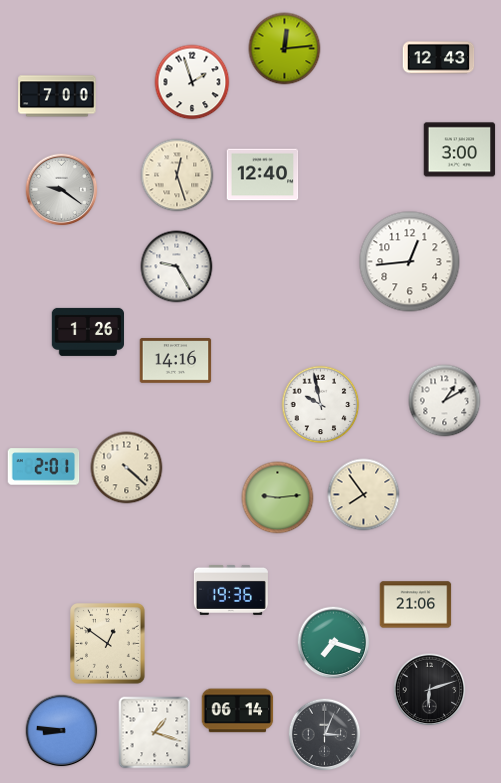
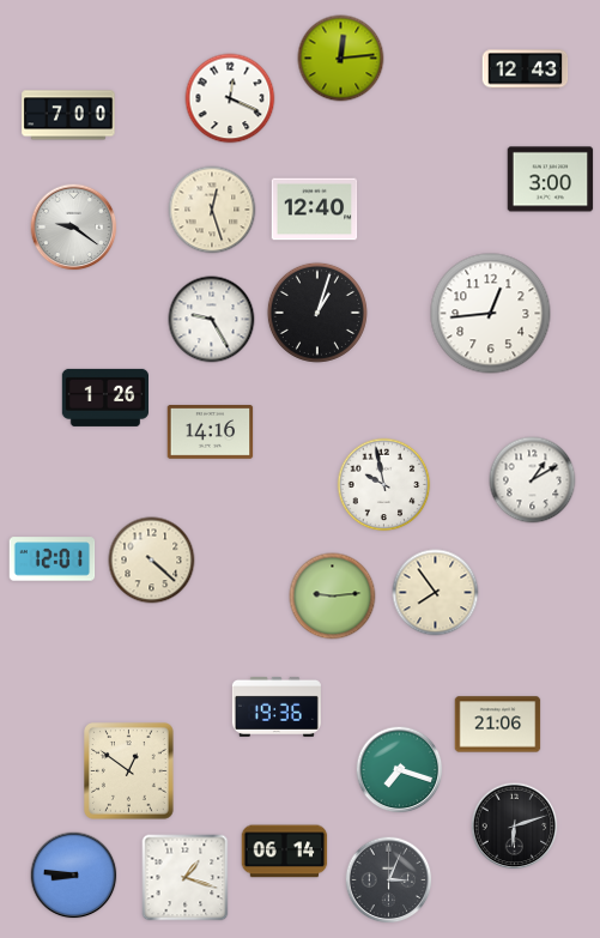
clock at (192, 82): 1:57 -> 12:19
clock at (317, 313): none -> 1:03
clock at (44, 467): 2:01 -> 12:01
